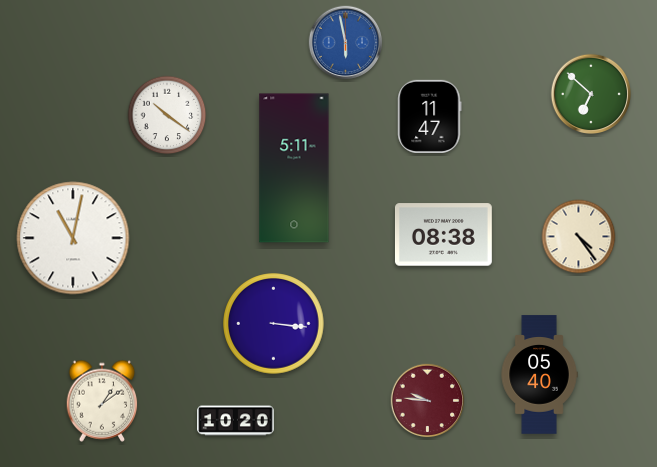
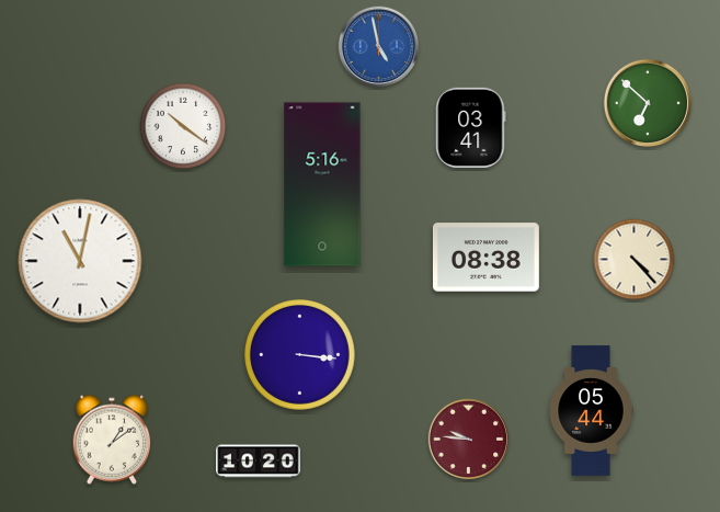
clock at (346, 43): 5:58 -> 4:58
clock at (430, 116): 11:47 -> 03:41
clock at (294, 168): 5:11 -> 5:16
clock at (579, 237): 4:24 -> 4:23
clock at (539, 375): 05:40 -> 05:44
